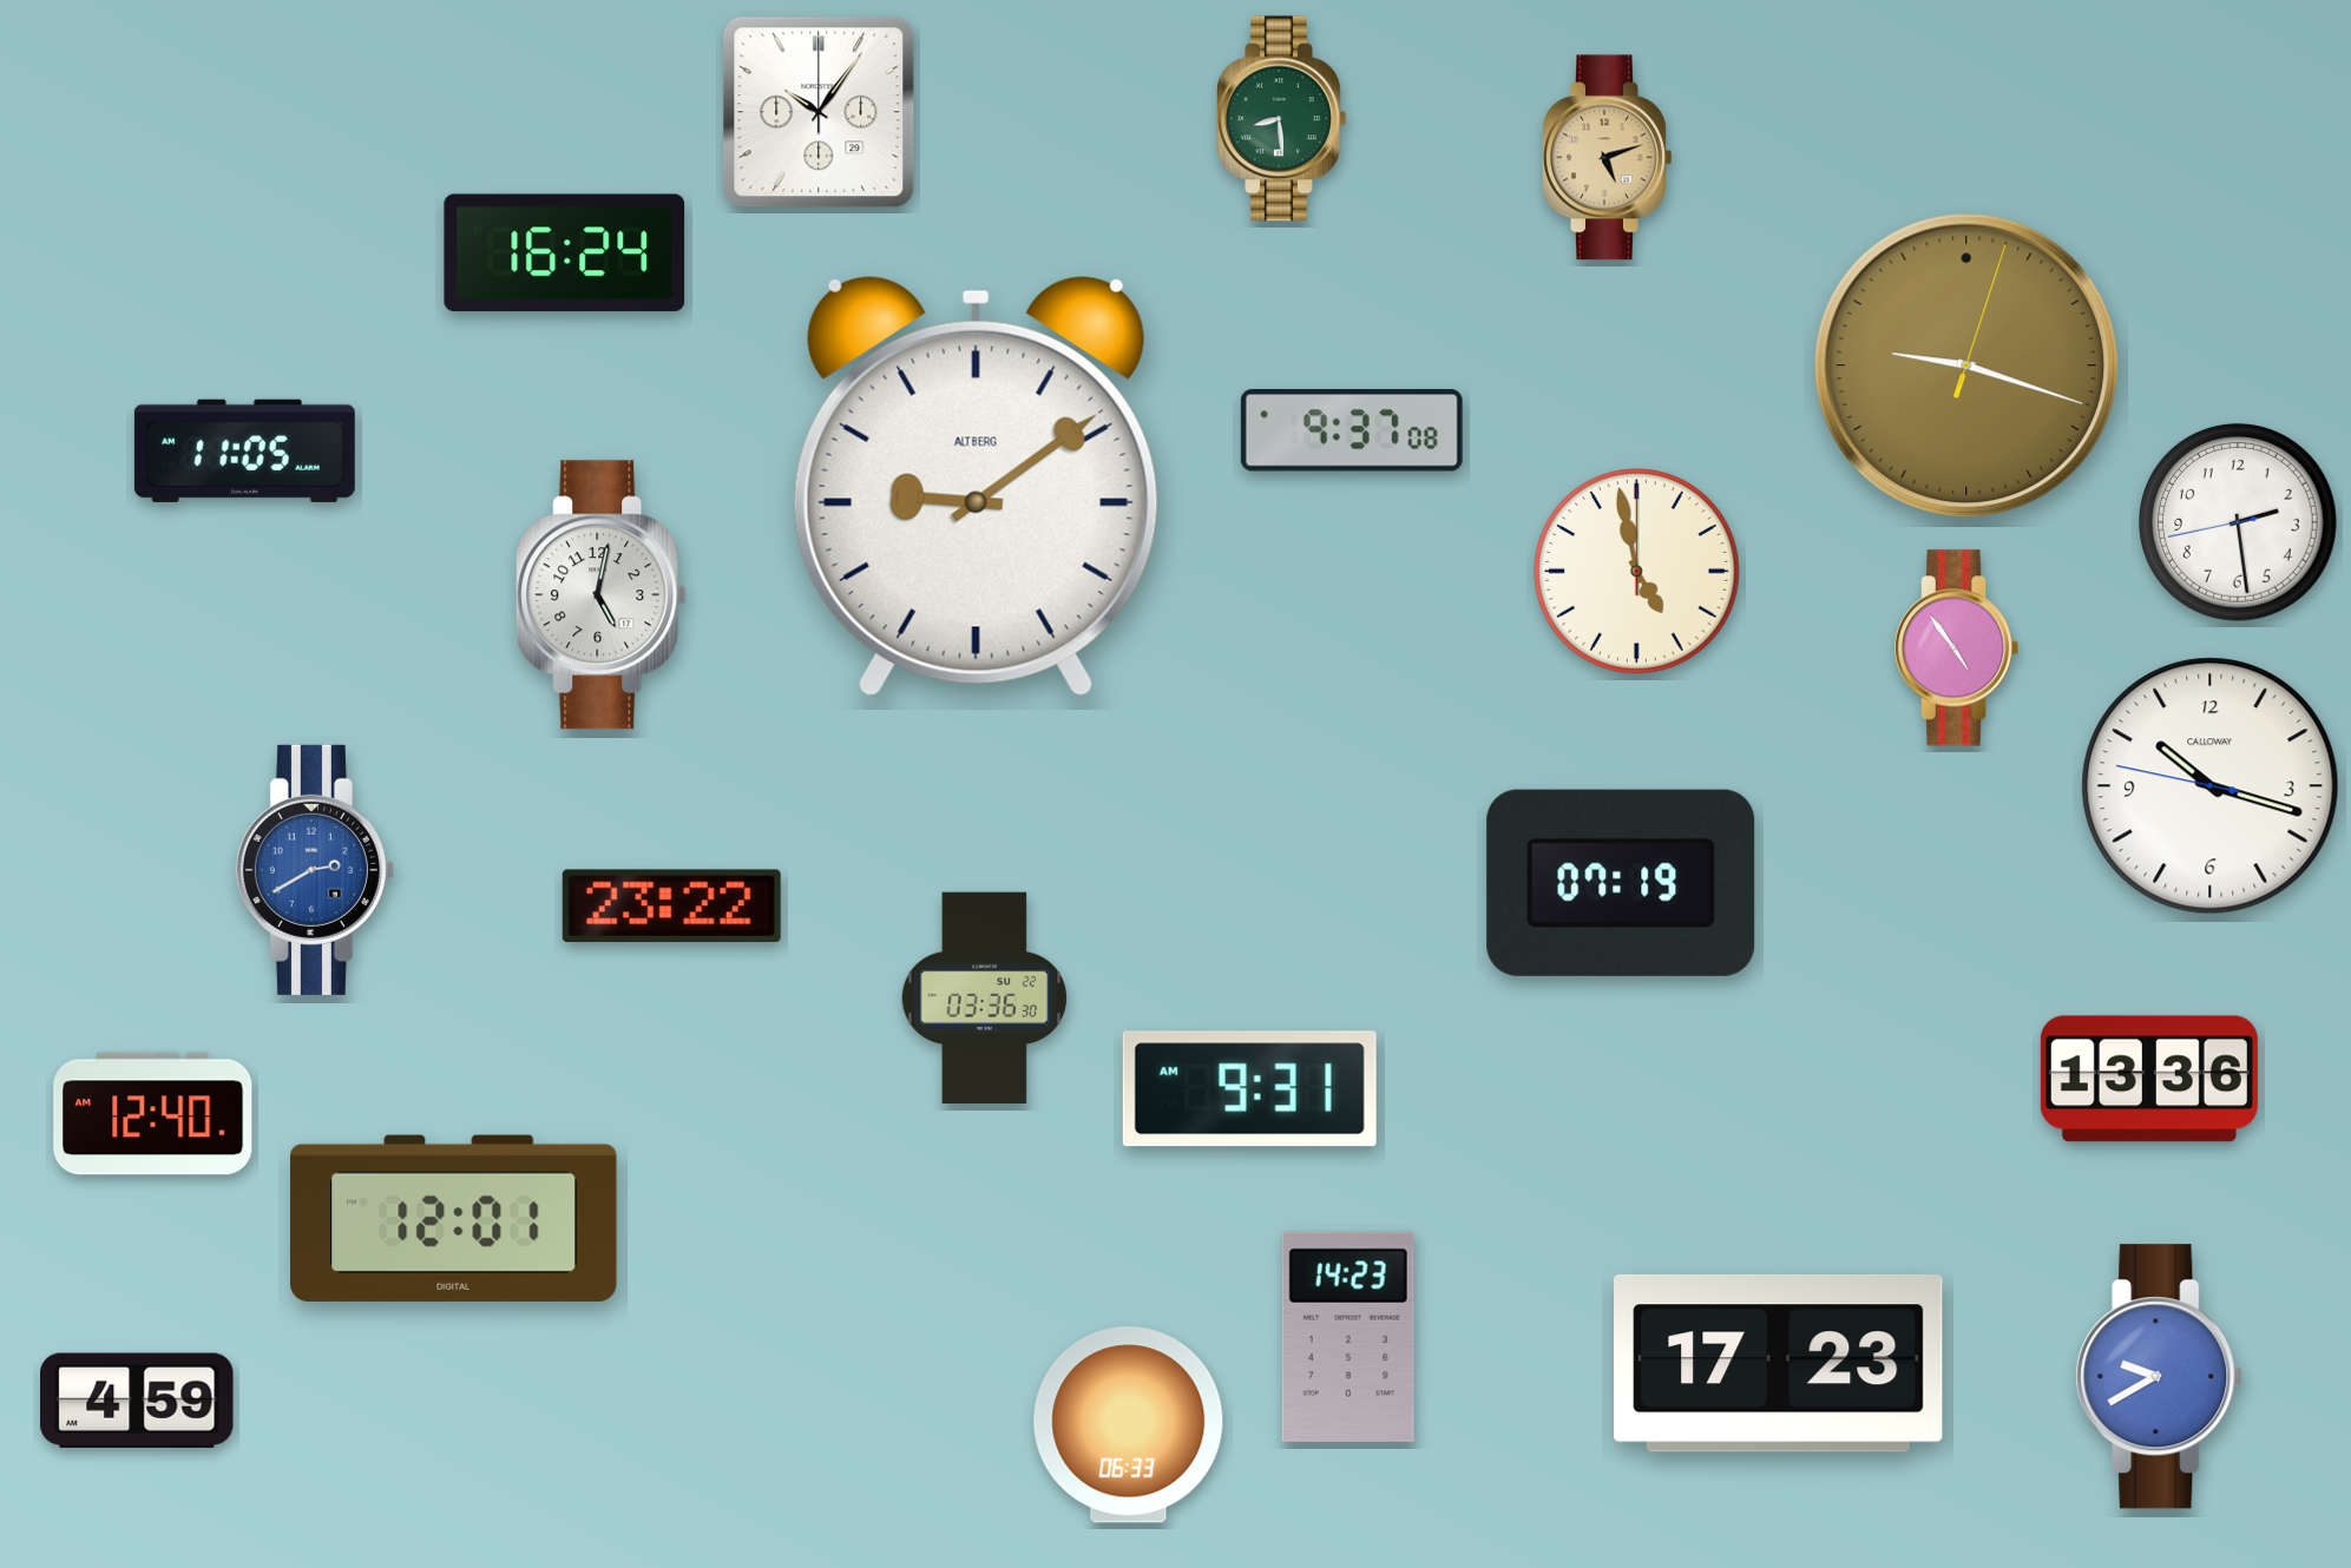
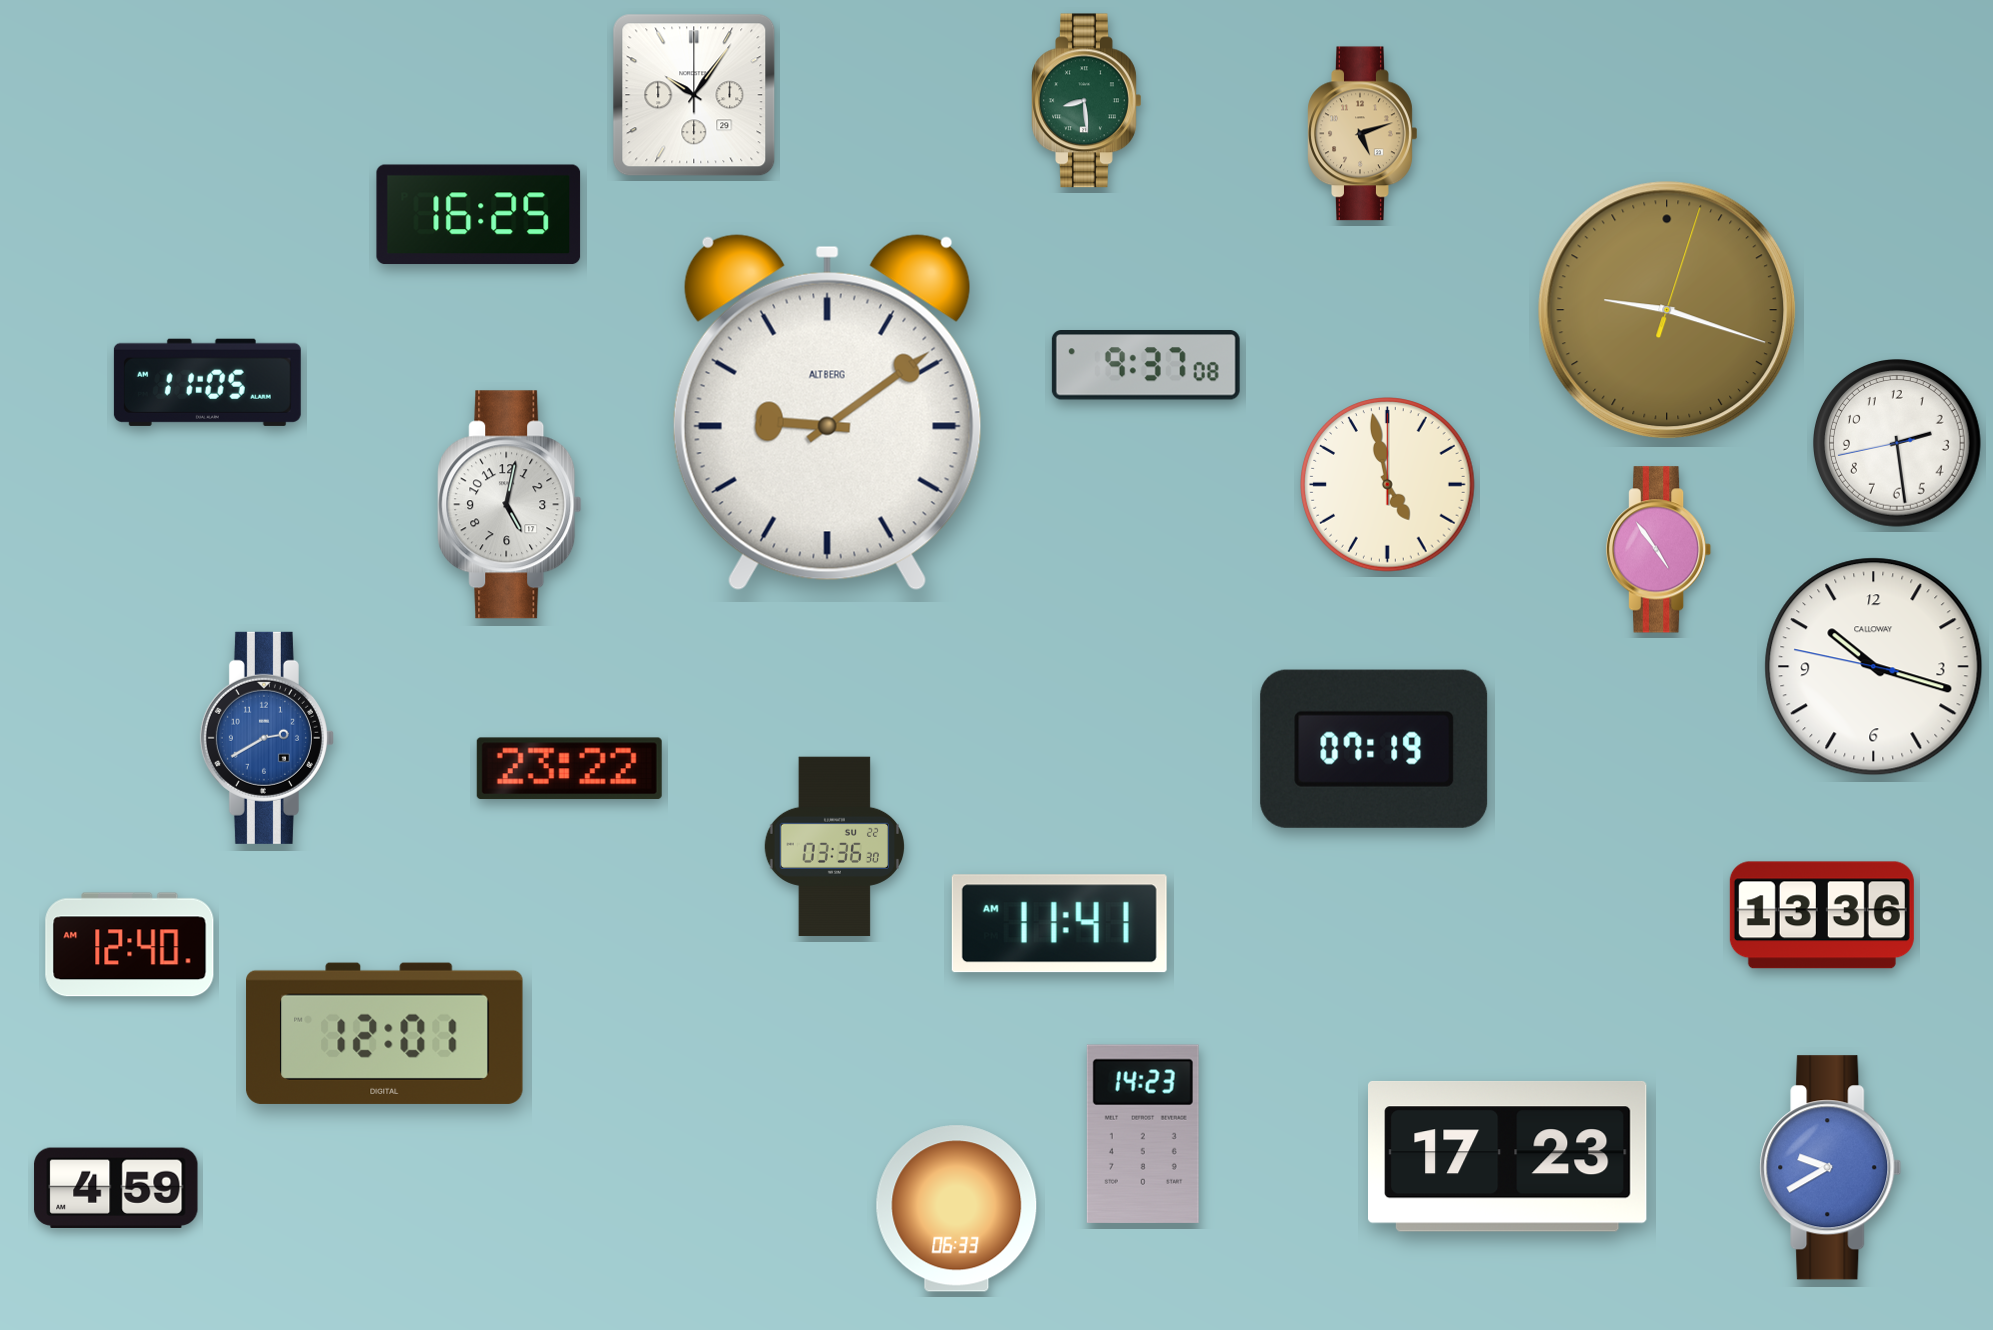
clock at (565, 253): 16:24 -> 16:25
clock at (1249, 1089): 9:31 -> 11:41
